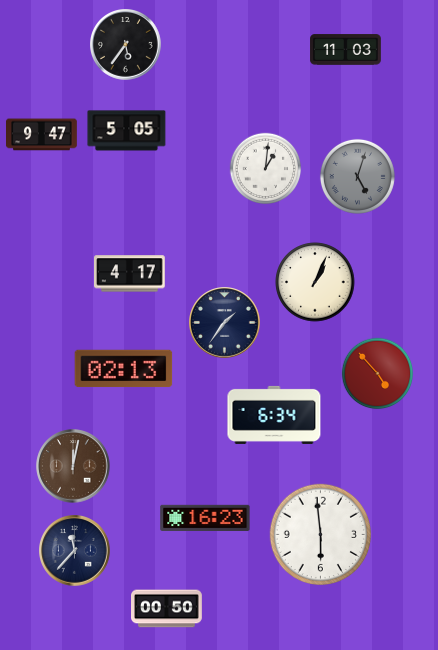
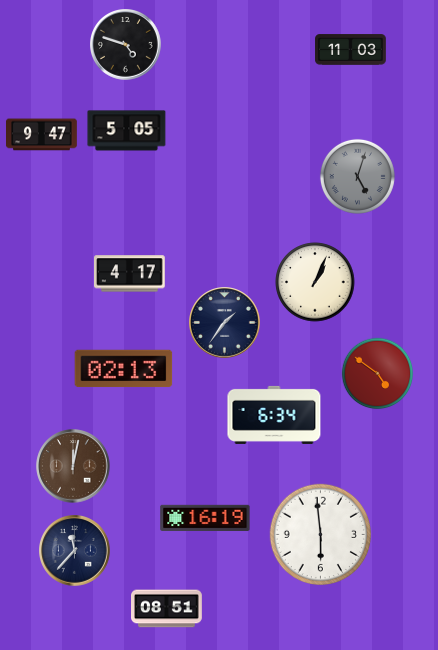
clock at (126, 45): 5:36 -> 4:48
clock at (346, 50) position: (346, 50) -> (351, 50)
clock at (266, 169): 1:01 -> none
clock at (378, 374): 4:53 -> 4:51
clock at (205, 517): 16:23 -> 16:19
clock at (167, 609): 00:50 -> 08:51
